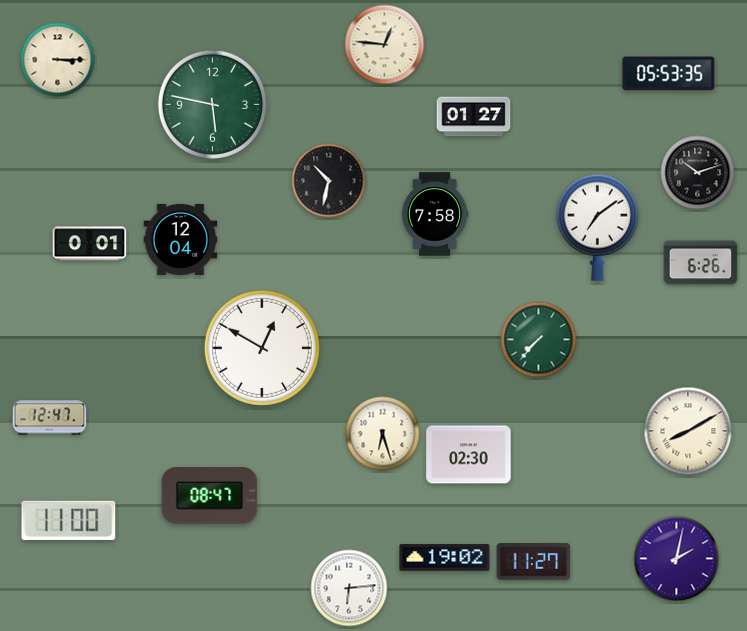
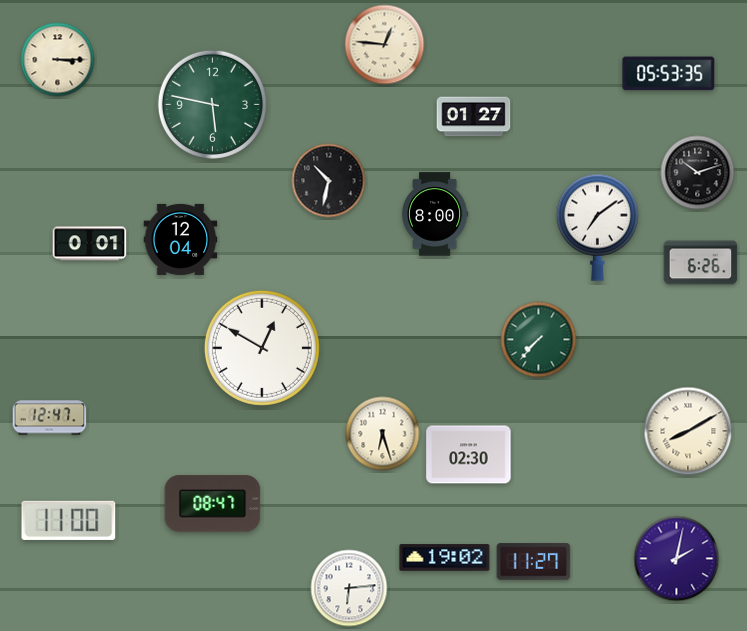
clock at (435, 214): 7:58 -> 8:00
clock at (210, 496) position: (210, 496) -> (213, 504)
